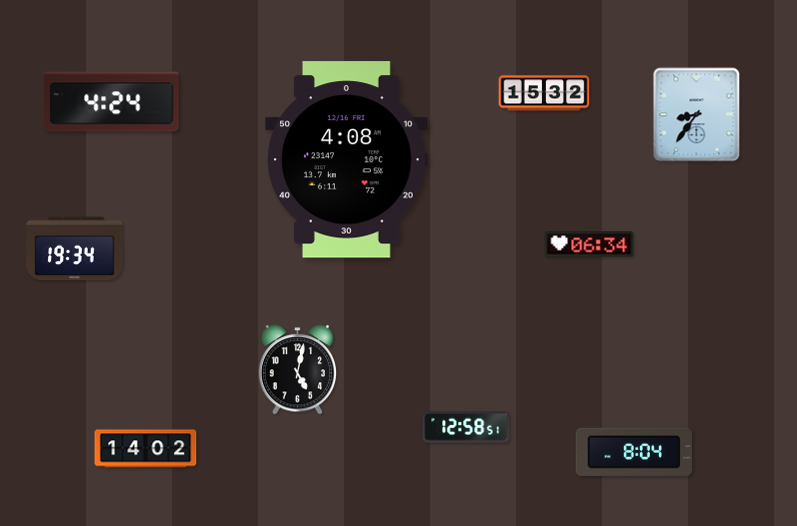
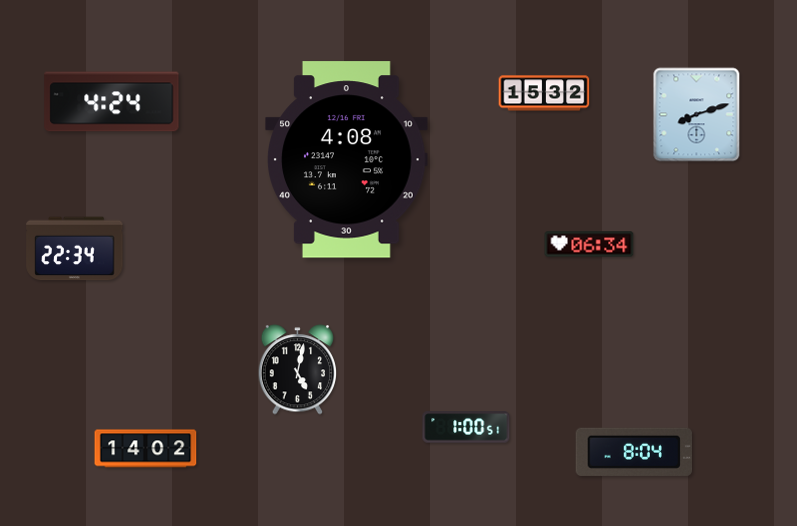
clock at (697, 115): 8:36 -> 8:12
clock at (75, 249): 19:34 -> 22:34
clock at (466, 427): 12:58 -> 1:00
